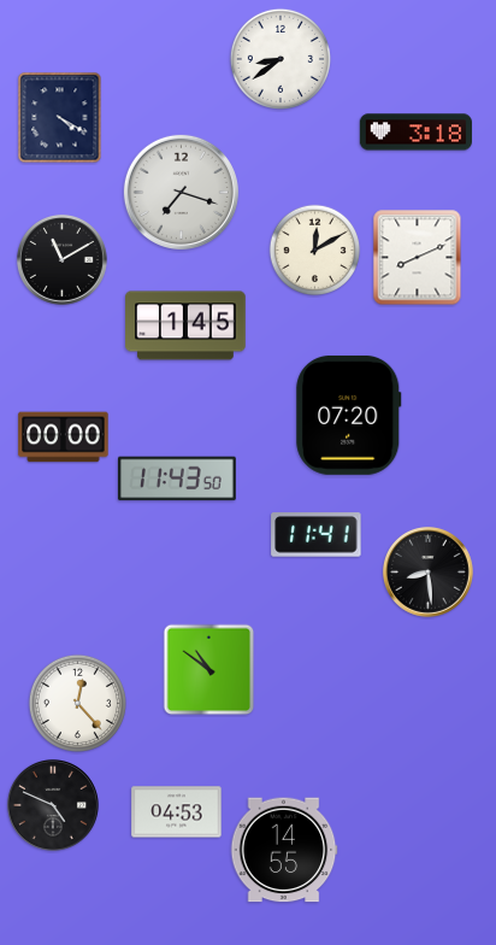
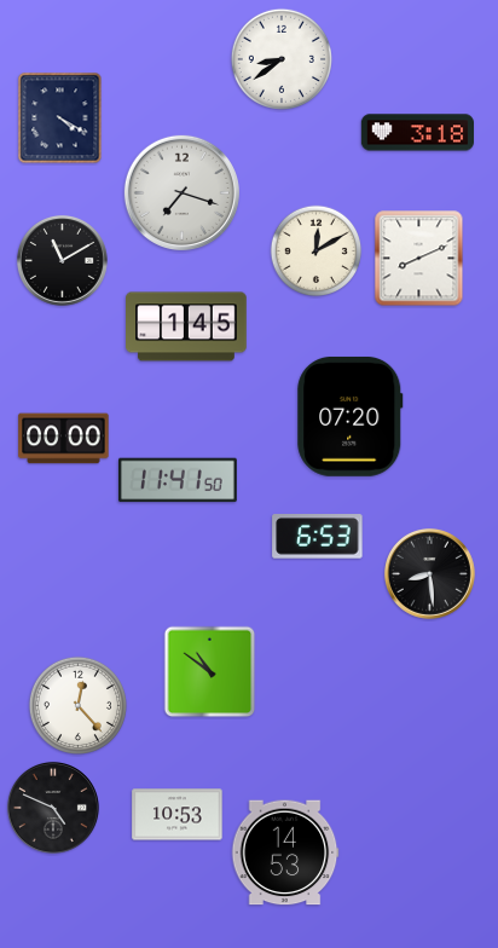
clock at (177, 479): 11:43 -> 11:41
clock at (317, 535): 11:41 -> 6:53
clock at (177, 812): 04:53 -> 10:53
clock at (284, 850): 14:55 -> 14:53
